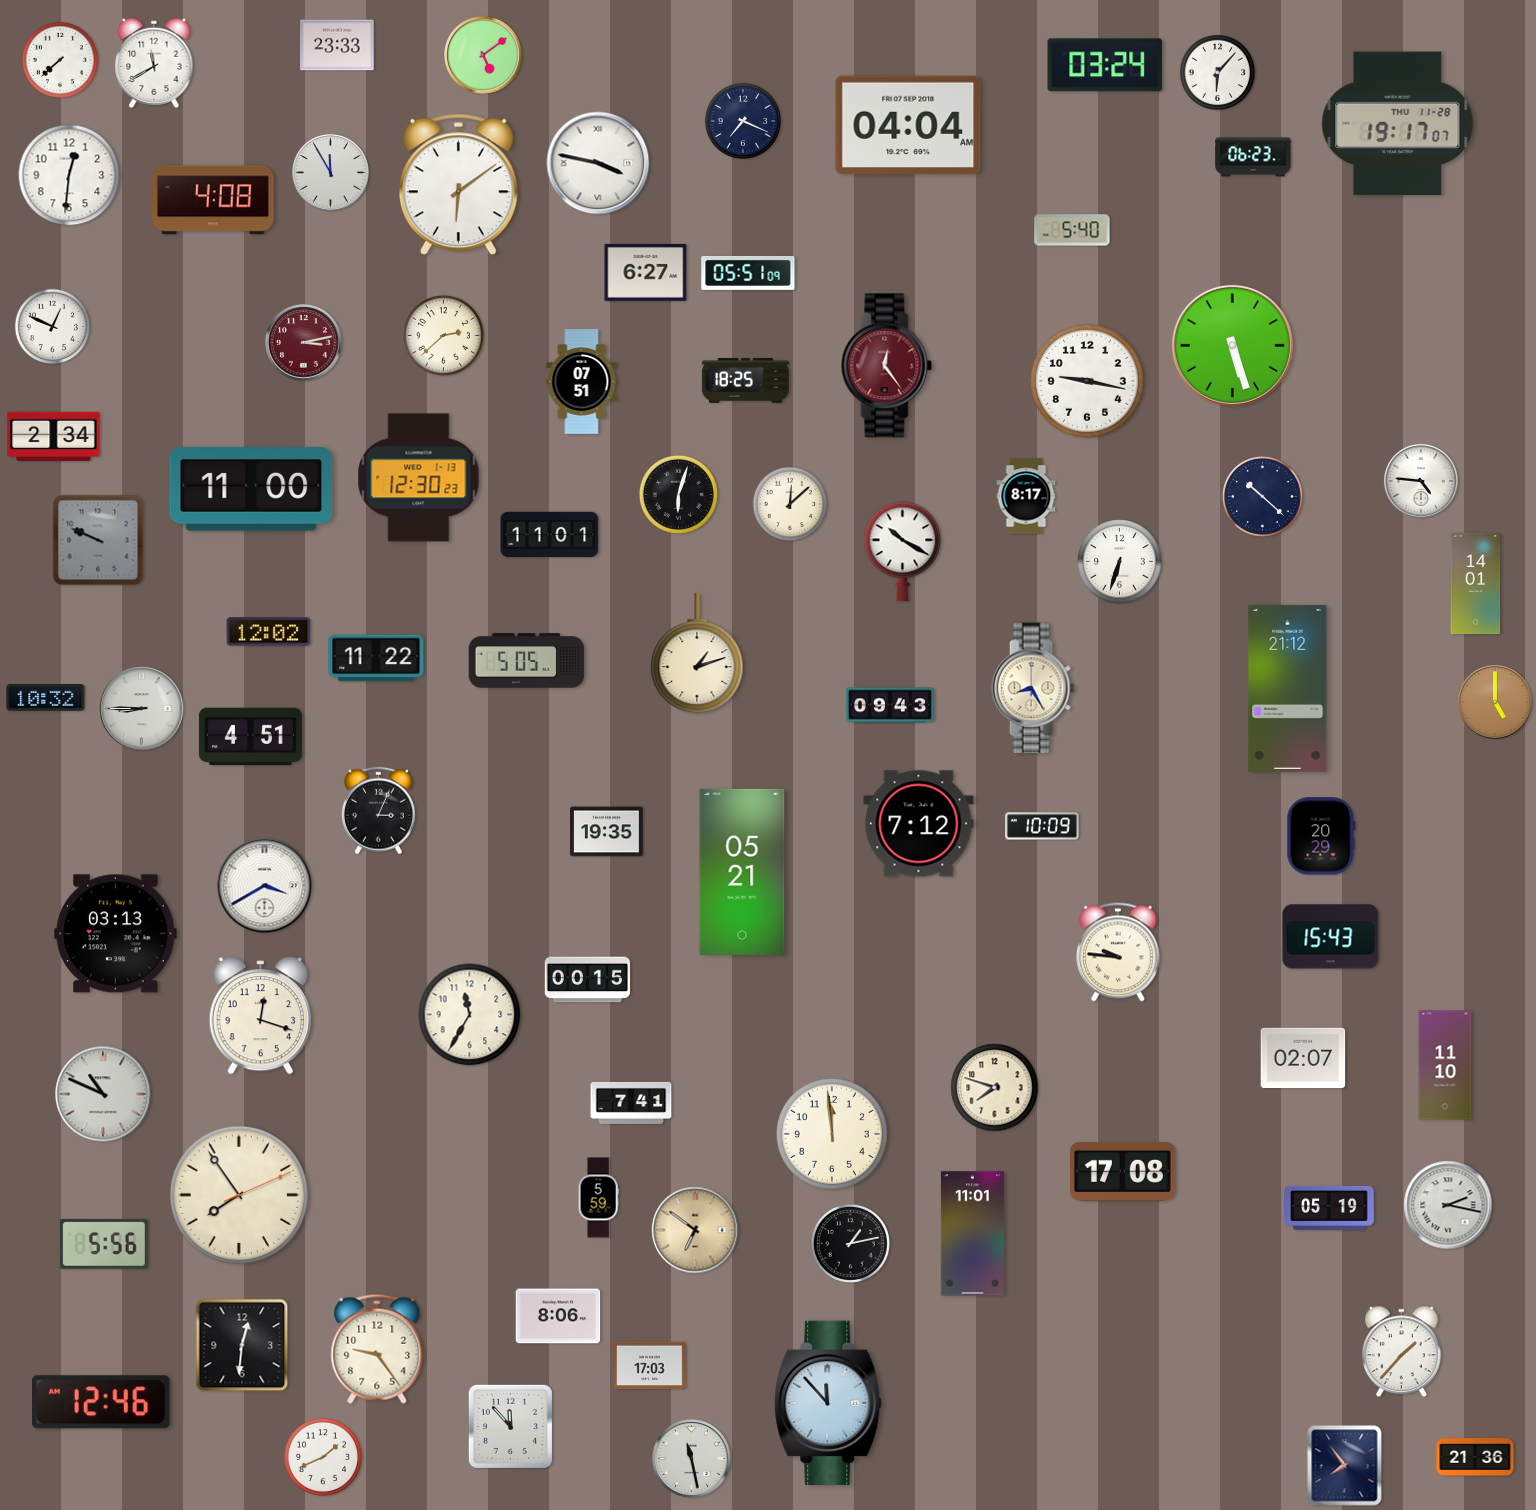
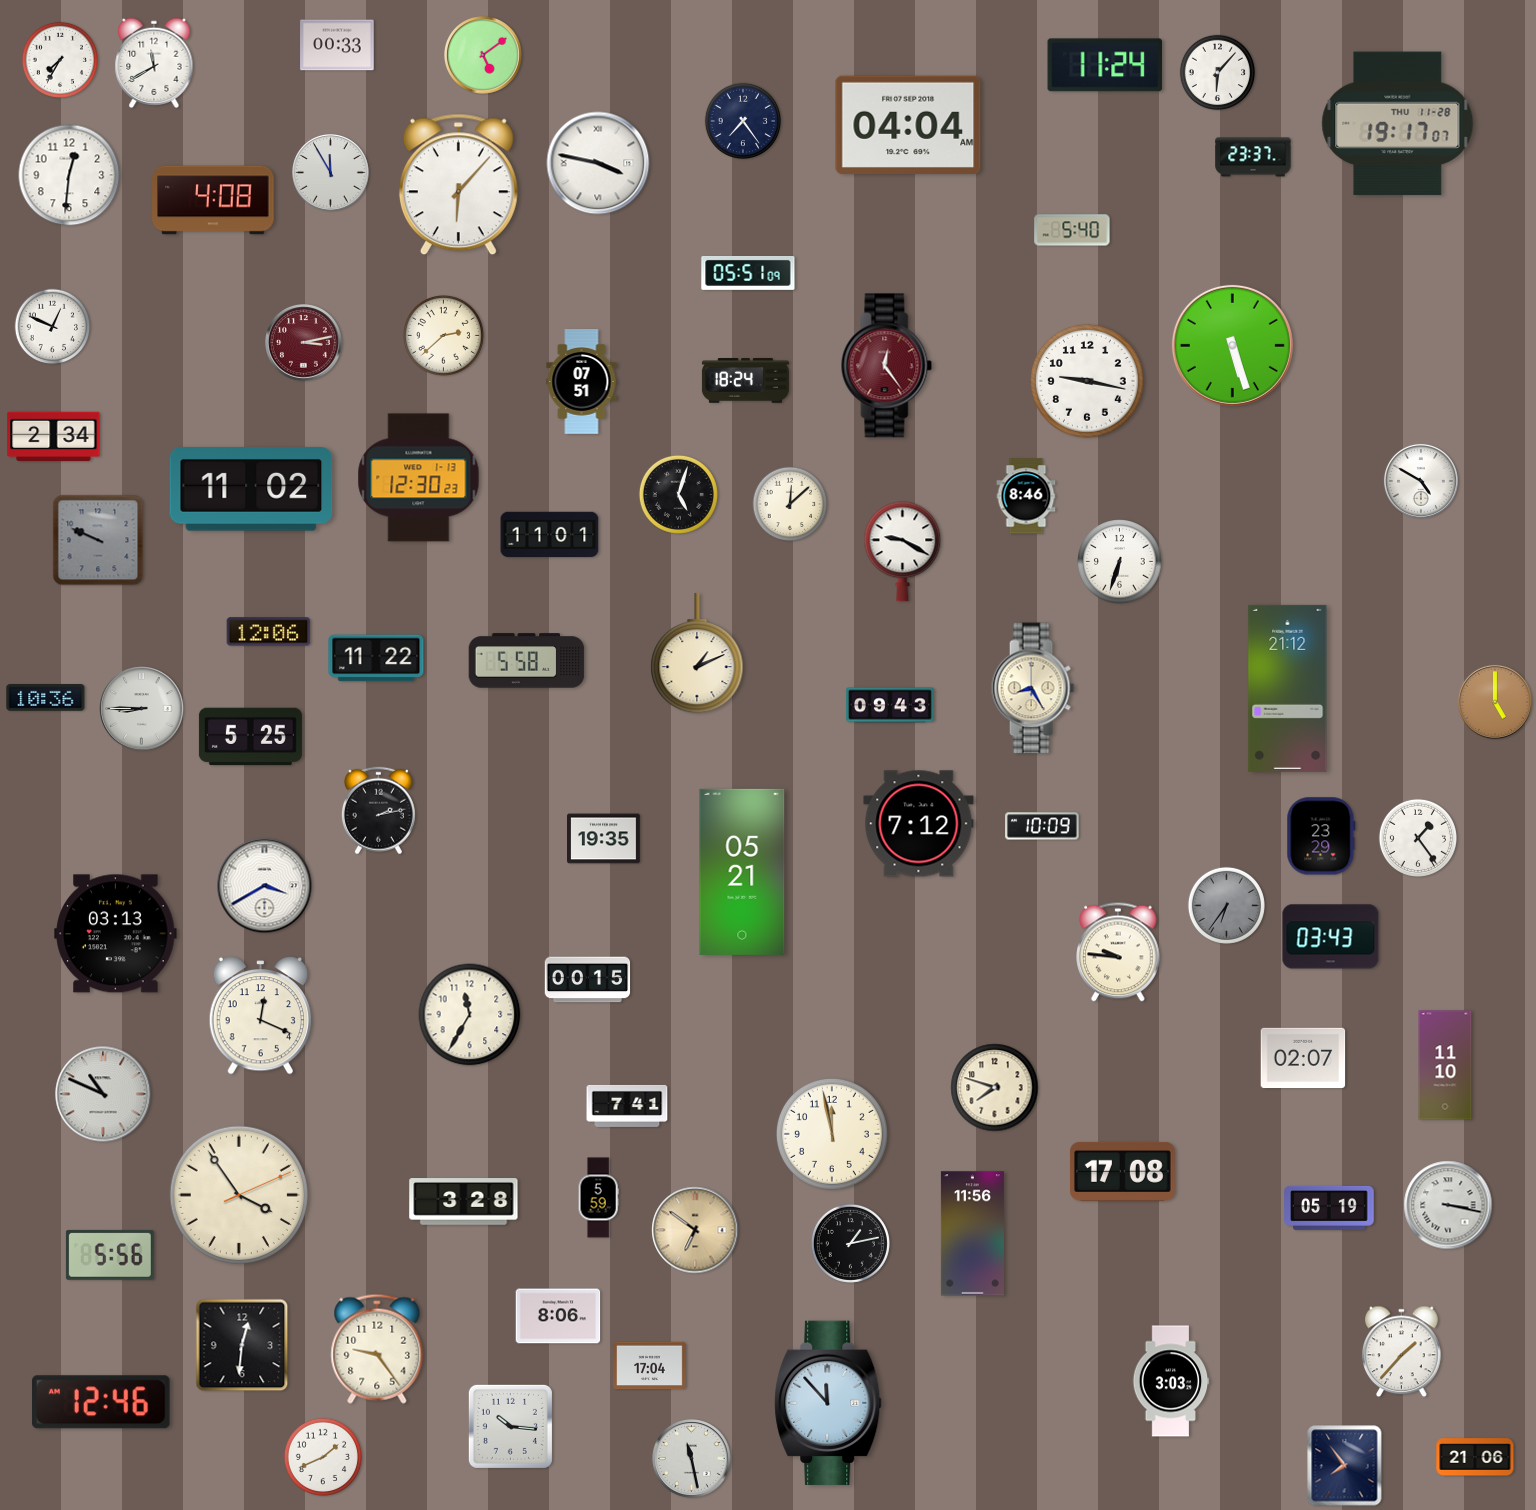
clock at (337, 45): 23:33 -> 00:33
clock at (59, 59): 7:38 -> 7:35
clock at (1105, 65): 03:24 -> 11:24
clock at (742, 120): 7:19 -> 7:24
clock at (1253, 157): 06:23 -> 23:37
clock at (458, 185): 6:09 -> 6:07
clock at (646, 272): 6:27 -> none
clock at (745, 381): 18:25 -> 18:24
clock at (1421, 481): 4:46 -> 4:50
clock at (251, 489): 11:00 -> 11:02
clock at (678, 494): 6:03 -> 5:03
clock at (1026, 496): 8:17 -> 8:46
clock at (1262, 496): 10:22 -> none
clock at (903, 552): 10:20 -> 9:20
clock at (1476, 584): 14:01 -> none
clock at (269, 632): 12:02 -> 12:06
clock at (697, 653): 1:12 -> 1:11
clock at (527, 661): 5:05 -> 5:58
clock at (46, 698): 10:32 -> 10:36
clock at (250, 737): 4:51 -> 5:25
clock at (378, 811): 3:04 -> 2:13
clock at (607, 832) position: (607, 832) -> (604, 839)
clock at (1321, 836): 20:29 -> 23:29
clock at (1418, 838): none -> 1:24
clock at (1226, 905): none -> 6:36
clock at (1331, 937): 15:43 -> 03:43
clock at (261, 1016): 12:18 -> 12:19
clock at (631, 1103) position: (631, 1103) -> (627, 1106)
clock at (832, 1134): 11:59 -> 11:58
clock at (239, 1195): 7:54 -> 3:54
clock at (464, 1202): none -> 3:28
clock at (1448, 1205): 2:17 -> 3:17
clock at (972, 1234): 11:01 -> 11:56
clock at (104, 1244) position: (104, 1244) -> (110, 1255)
clock at (650, 1366): 17:03 -> 17:04
clock at (1171, 1381): none -> 3:03
clock at (510, 1426): 11:53 -> 10:16
clock at (1475, 1457): 21:36 -> 21:06
